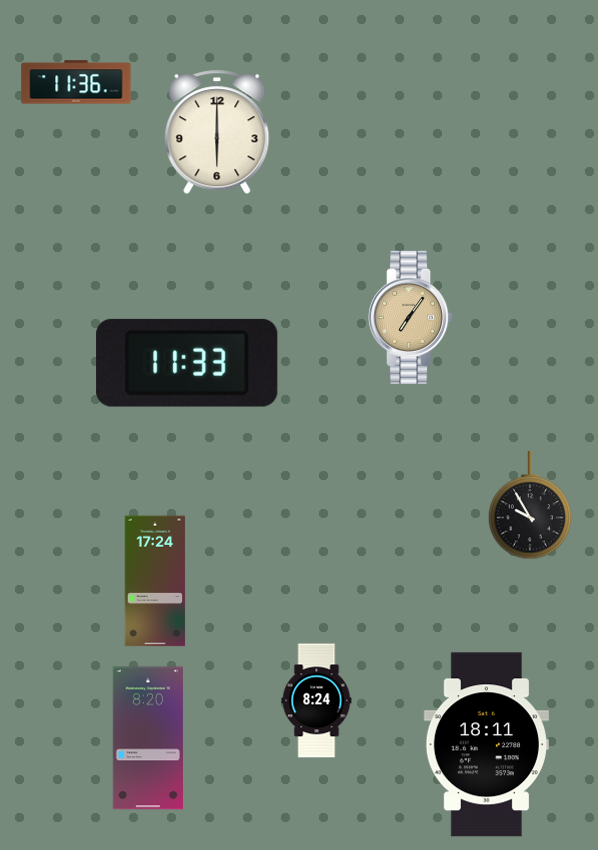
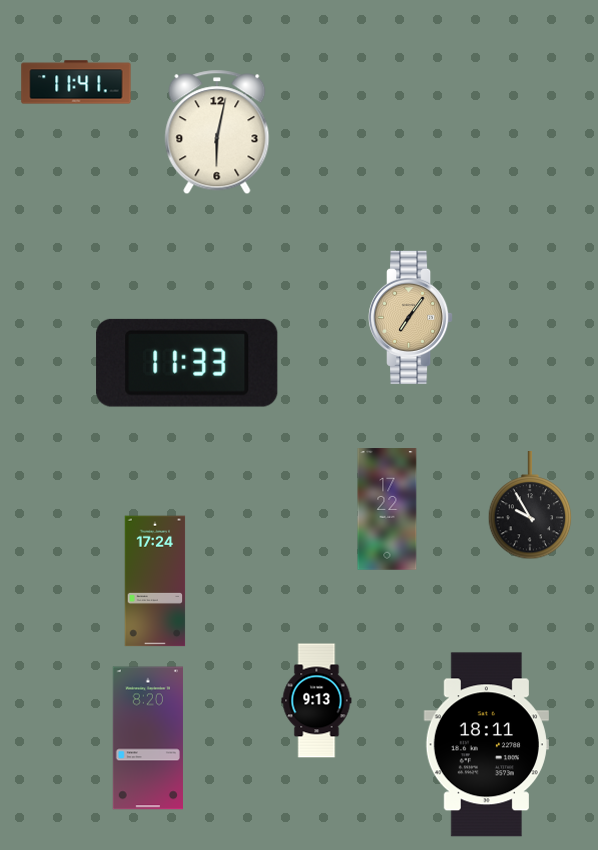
clock at (76, 82): 11:36 -> 11:41
clock at (217, 132): 6:00 -> 6:02
clock at (387, 509): none -> 17:22
clock at (317, 701): 8:24 -> 9:13
